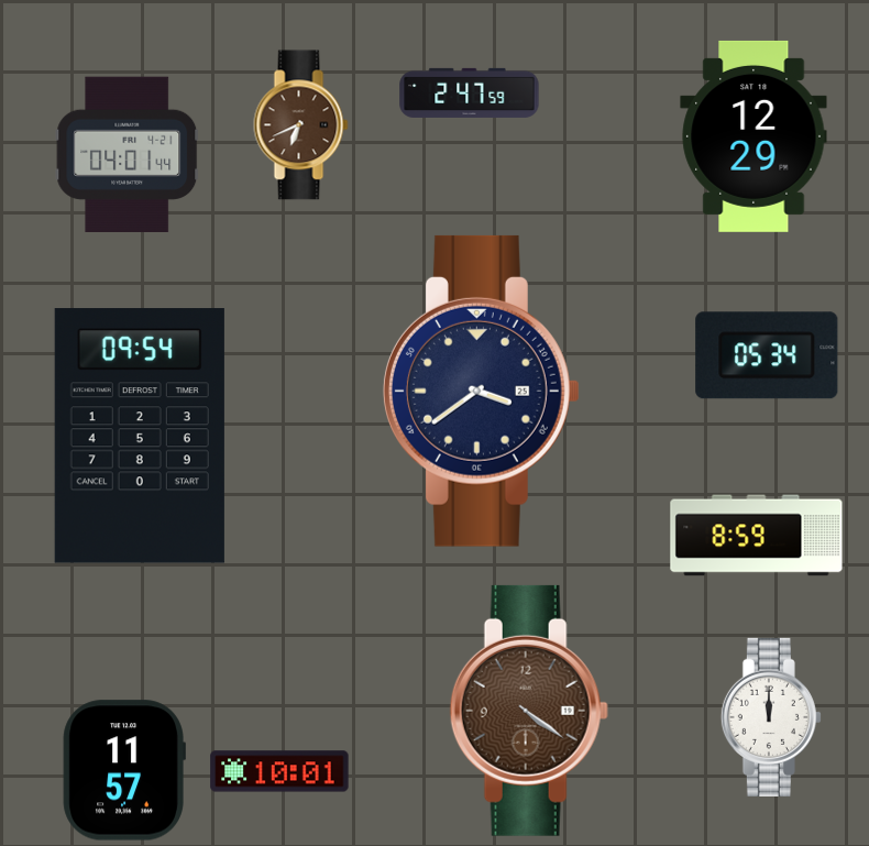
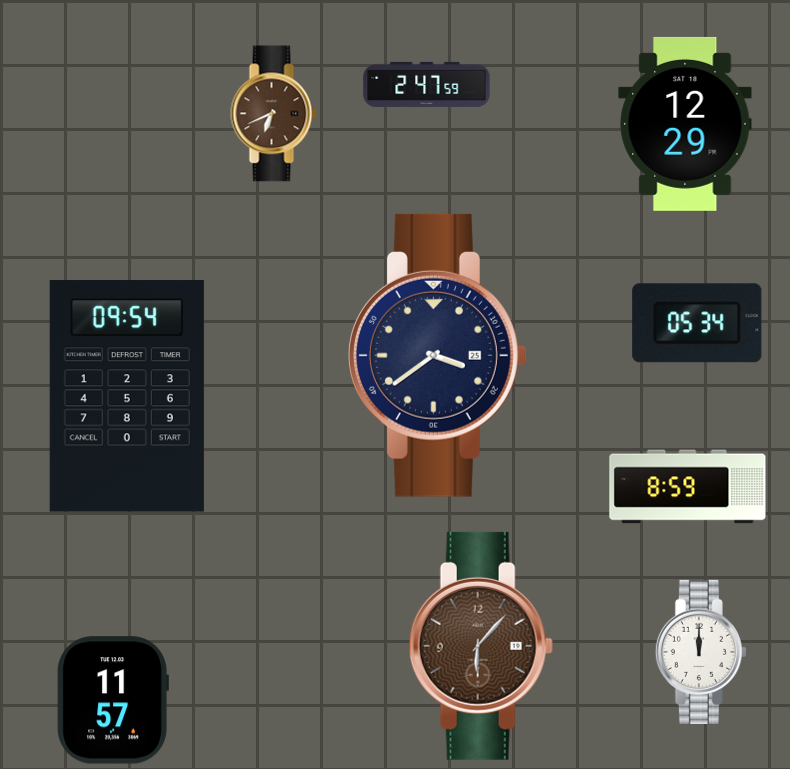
clock at (128, 154): 04:01 -> none
clock at (529, 711): 4:21 -> 6:07
clock at (279, 771): 10:01 -> none
